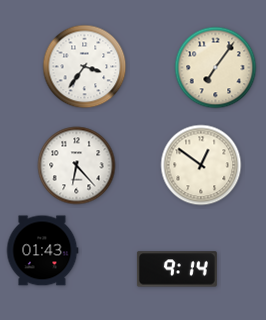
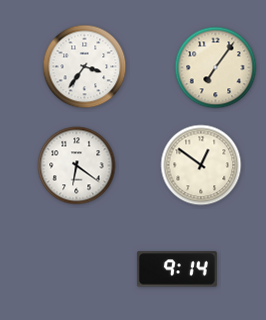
clock at (77, 166): 6:23 -> 6:21
clock at (42, 251): 01:43 -> none
